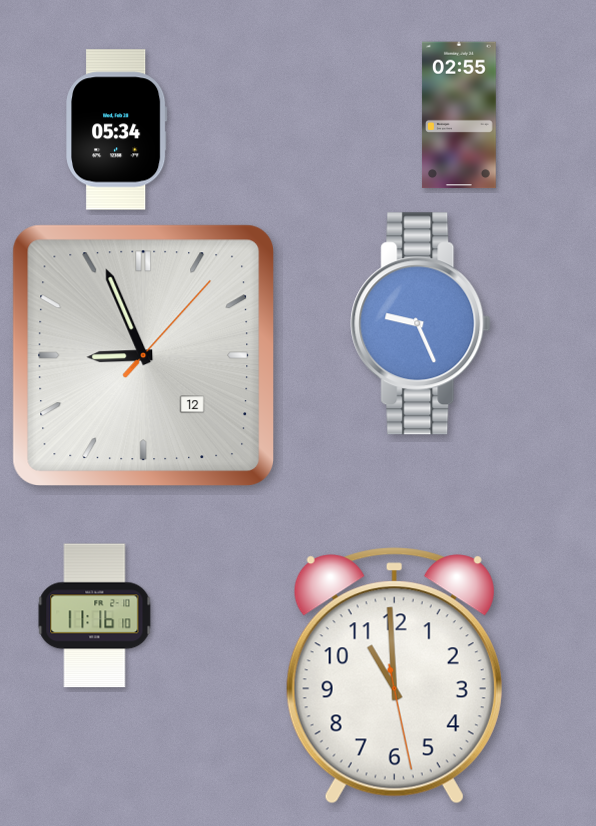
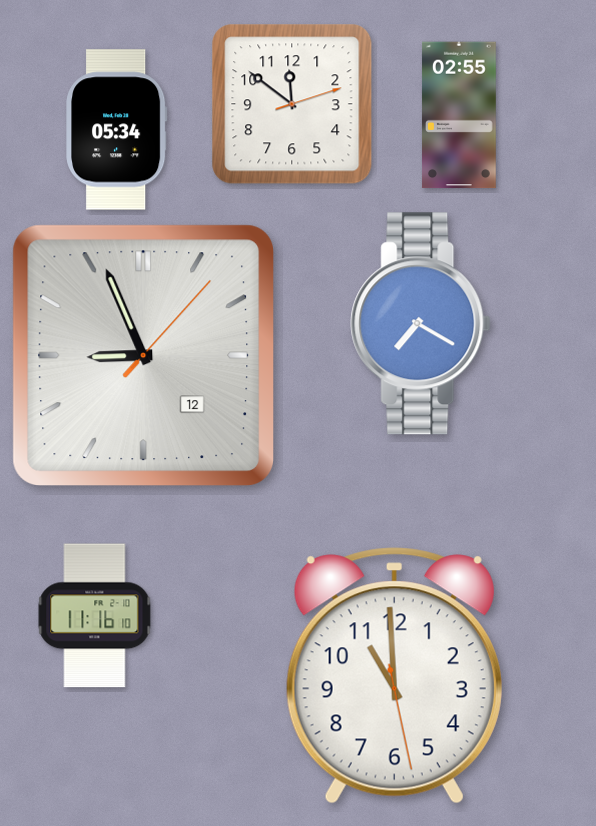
clock at (292, 104): none -> 11:51
clock at (421, 324): 9:26 -> 7:20
